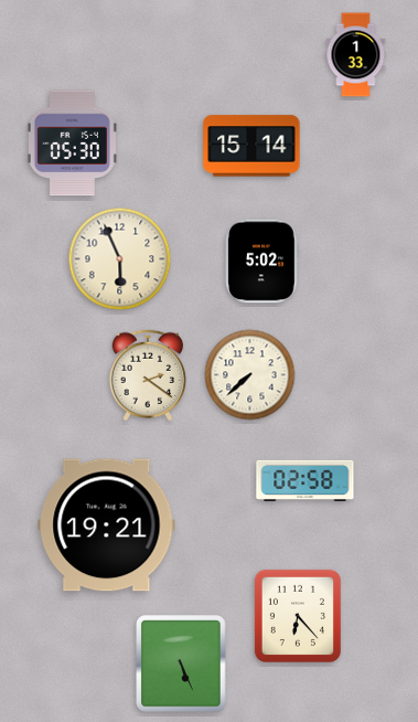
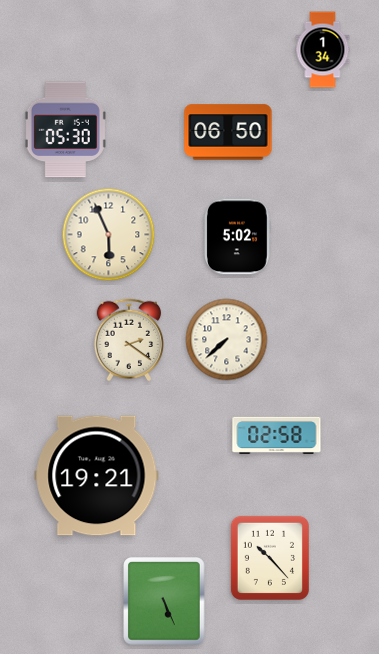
clock at (356, 55): 1:33 -> 1:34
clock at (251, 146): 15:14 -> 06:50
clock at (148, 375) position: (148, 375) -> (129, 340)
clock at (298, 616): 6:23 -> 10:23
